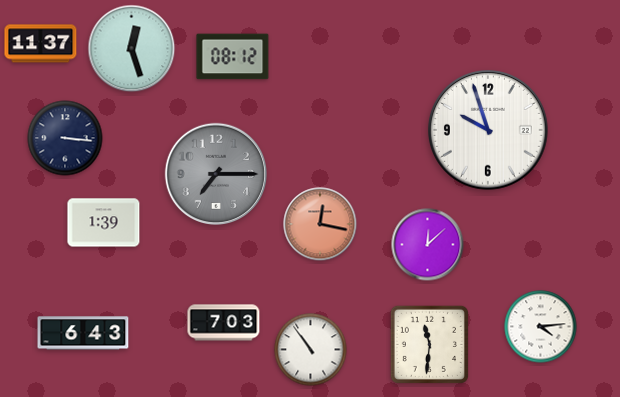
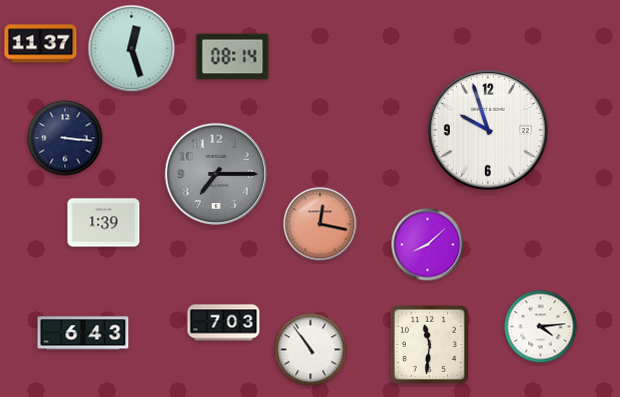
clock at (233, 57): 08:12 -> 08:14
clock at (428, 245): 12:08 -> 8:08
